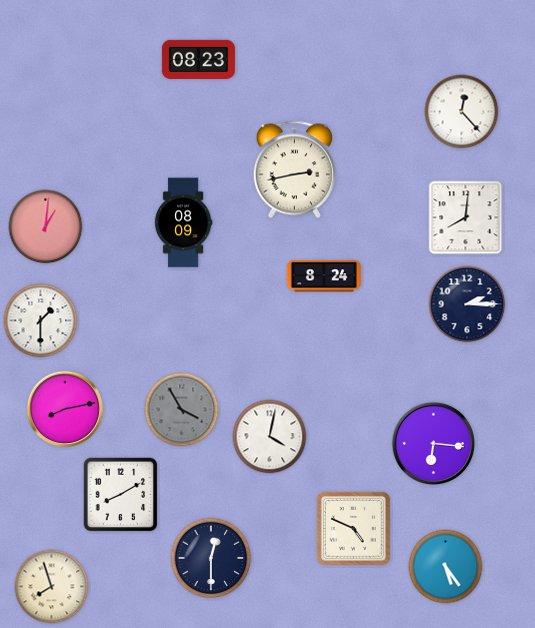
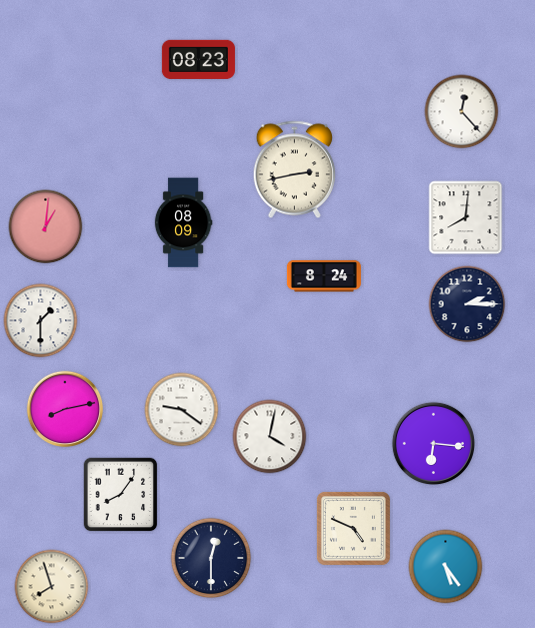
clock at (182, 410): 3:55 -> 9:21
clock at (182, 410) dial: grey -> white
clock at (121, 495): 8:10 -> 8:06
